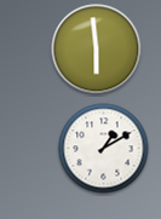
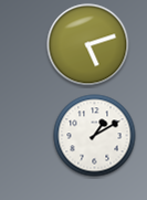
clock at (97, 50): 5:59 -> 5:12
